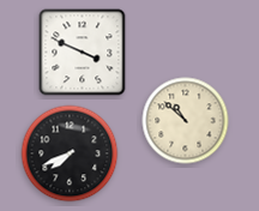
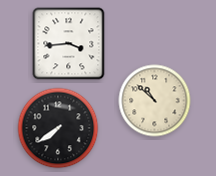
clock at (83, 53): 3:49 -> 3:44
clock at (70, 153): 7:41 -> 7:39
